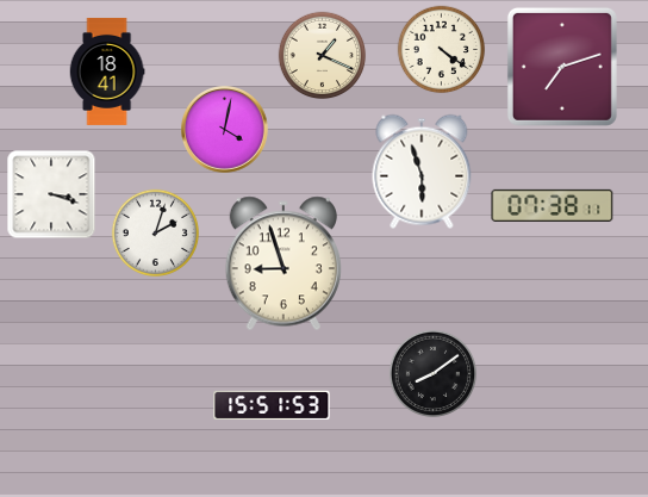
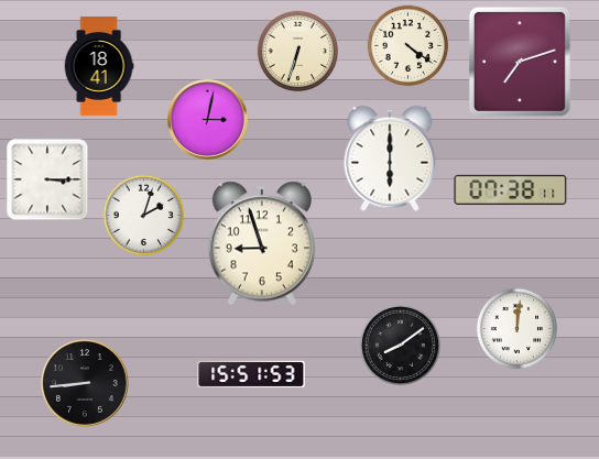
clock at (323, 56): 1:19 -> 6:33
clock at (225, 130): 4:02 -> 3:02
clock at (422, 172): 5:57 -> 6:00
clock at (51, 194): 3:18 -> 3:15
clock at (518, 329): none -> 12:01
clock at (85, 383): none -> 8:44
